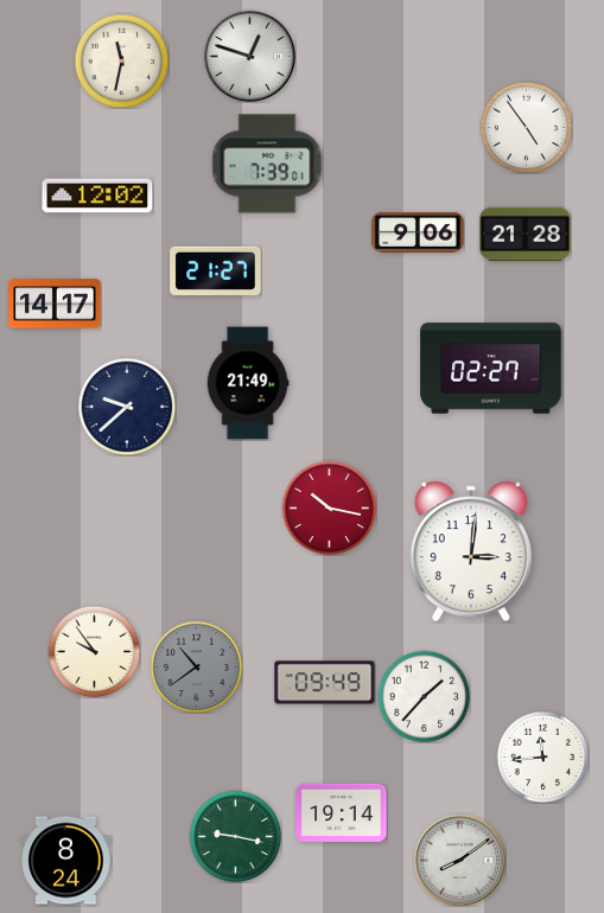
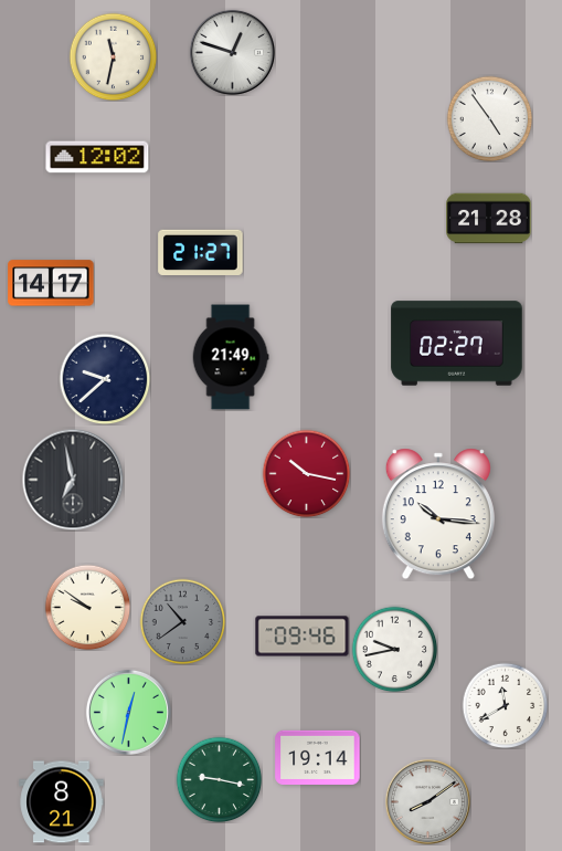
clock at (267, 164): 7:39 -> none
clock at (97, 196) position: (97, 196) -> (97, 157)
clock at (418, 232): 9:06 -> none
clock at (127, 407) position: (127, 407) -> (105, 379)
clock at (73, 480): none -> 6:58
clock at (471, 551): 3:01 -> 10:16
clock at (94, 651): 9:54 -> 9:51
clock at (325, 683): 09:49 -> 09:46
clock at (424, 696): 1:37 -> 9:43
clock at (542, 756): 11:44 -> 11:40
clock at (128, 712): none -> 12:32
clock at (66, 861): 8:24 -> 8:21
